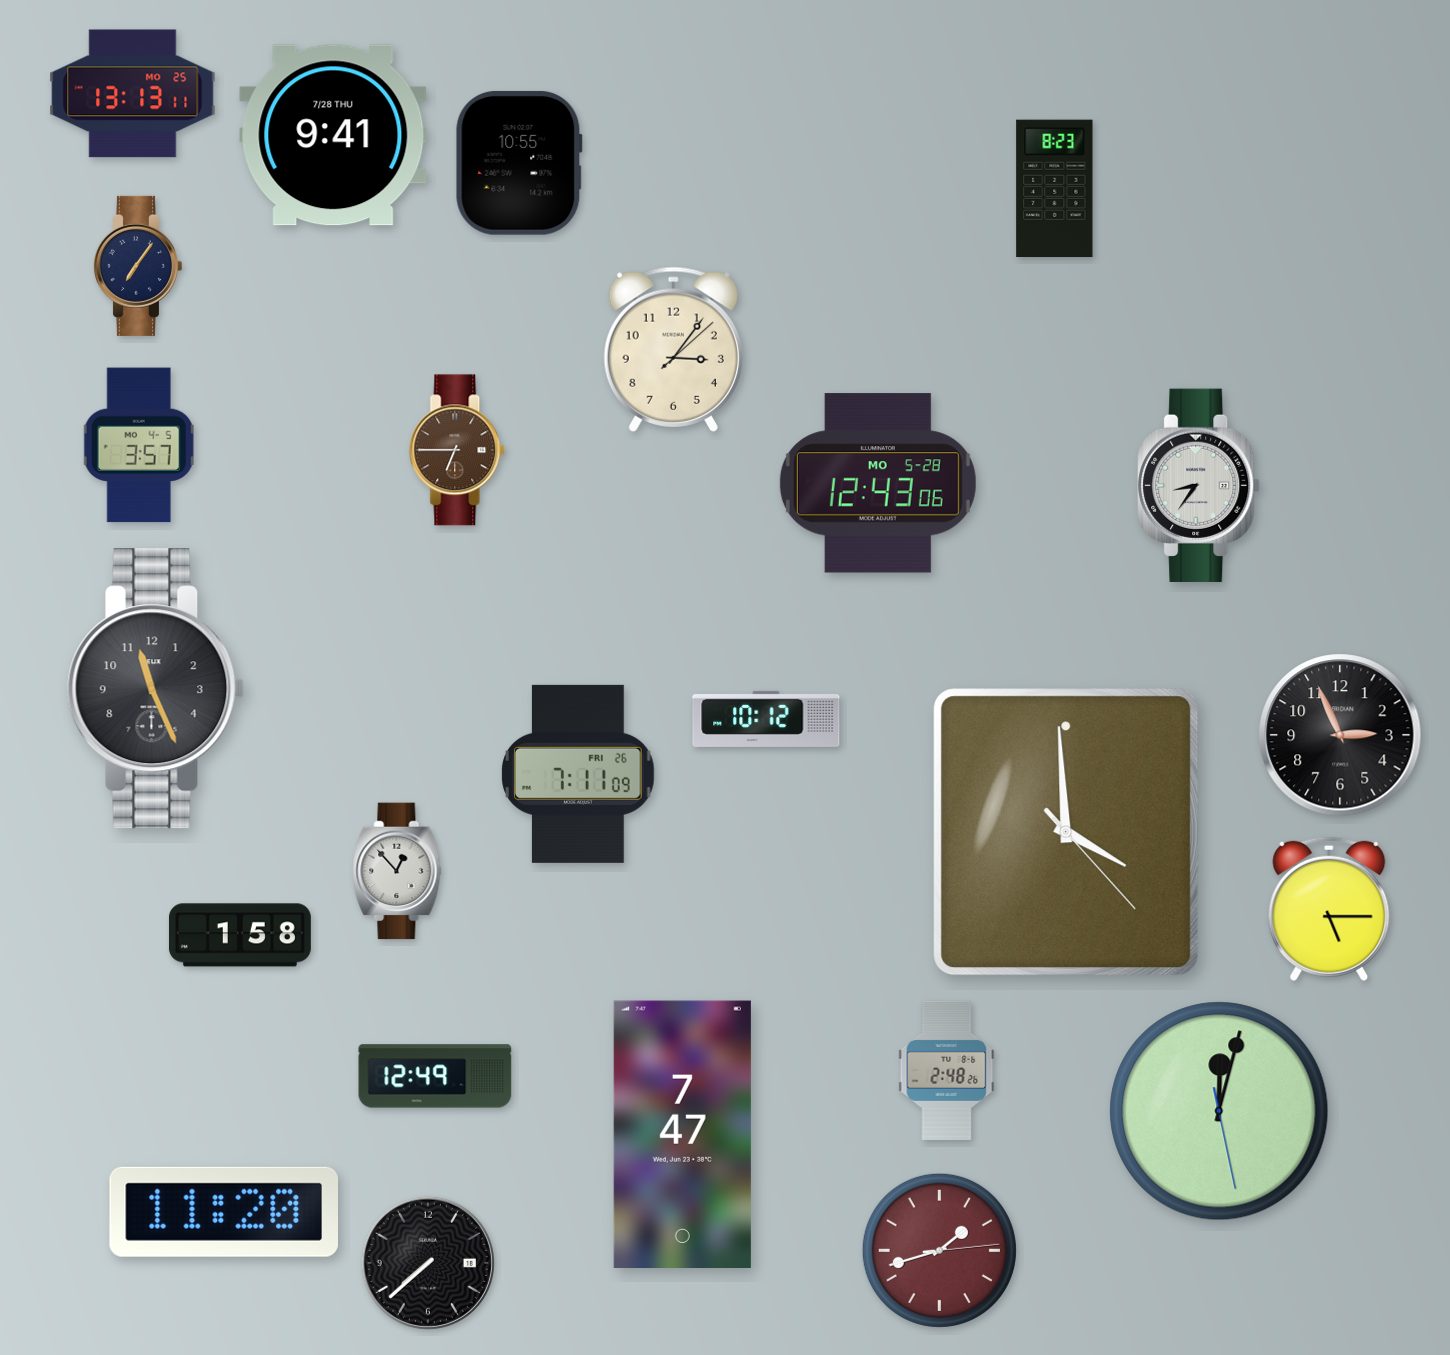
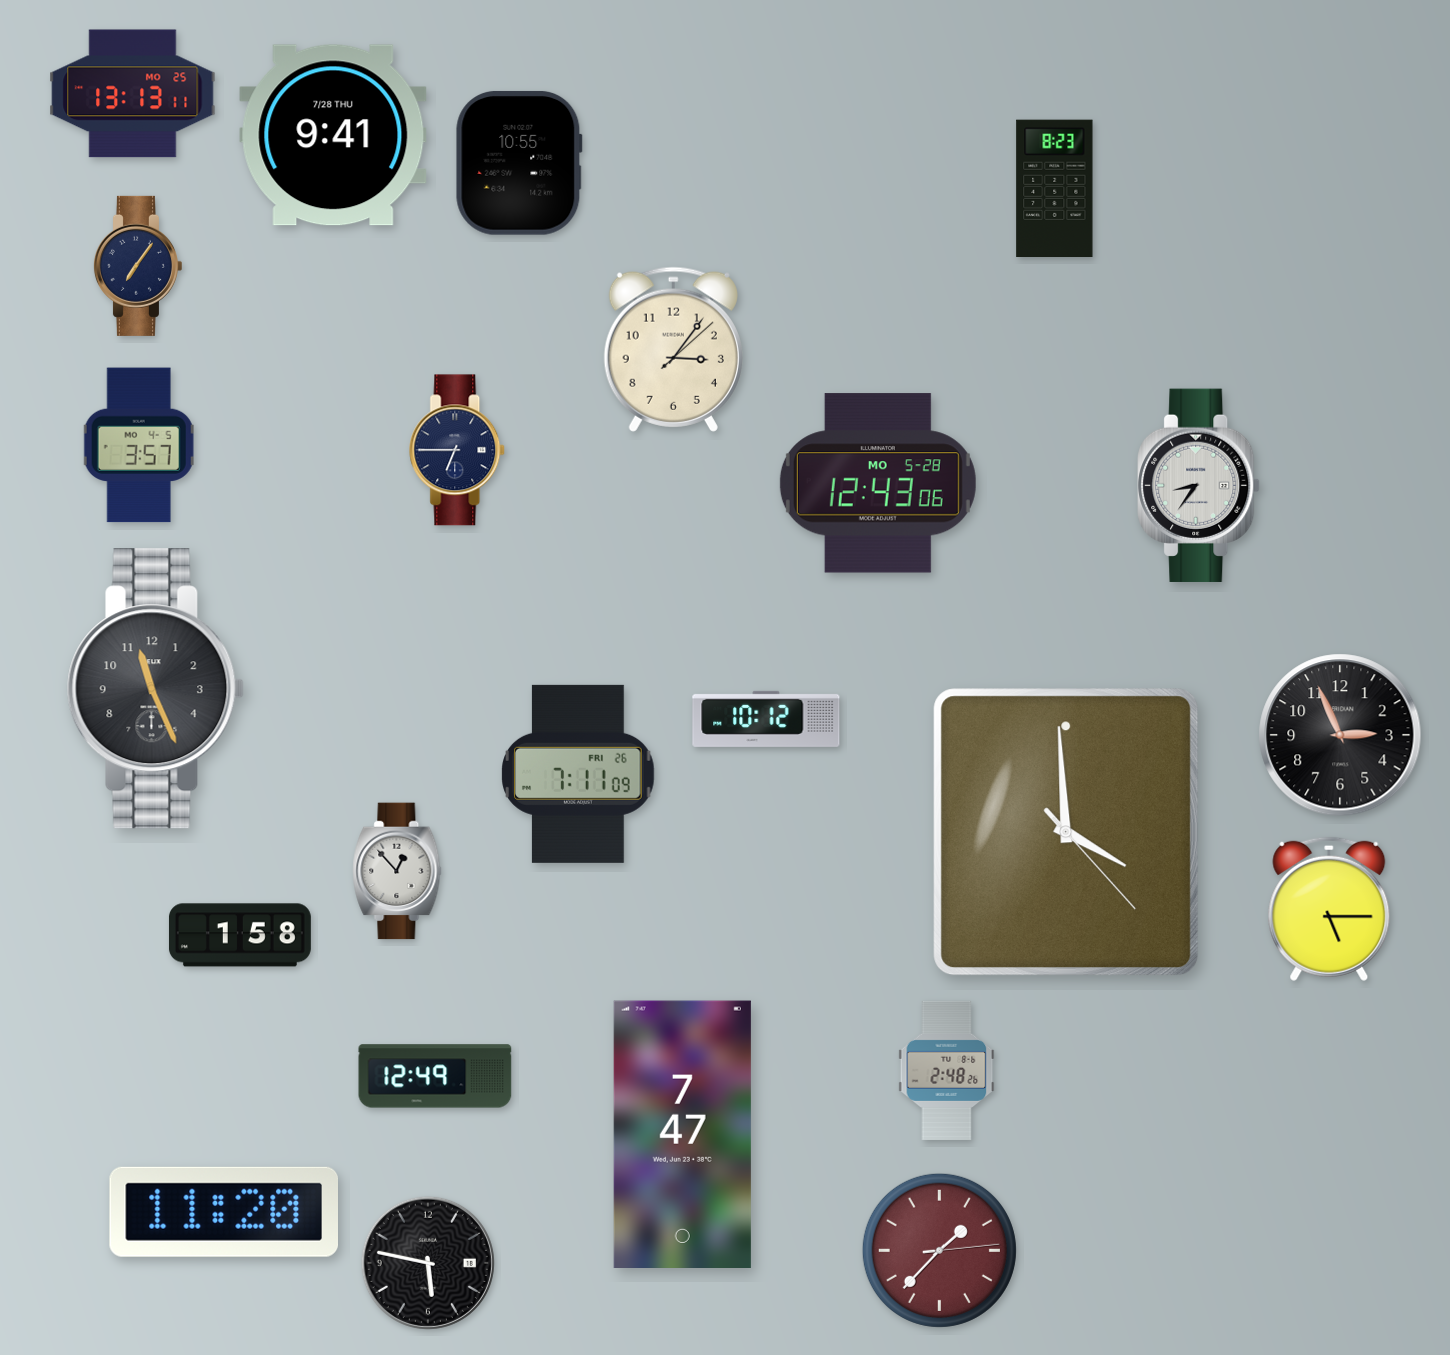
clock at (458, 450) dial: brown -> navy
clock at (1219, 1111): 12:02 -> none
clock at (939, 1250): 1:42 -> 1:37
clock at (428, 1263): 7:38 -> 5:47
